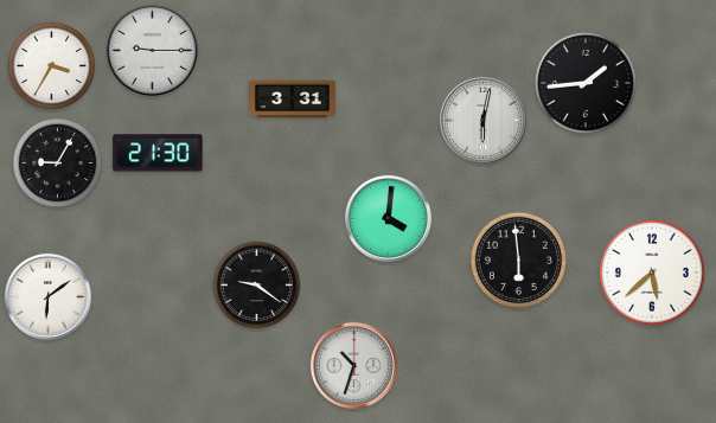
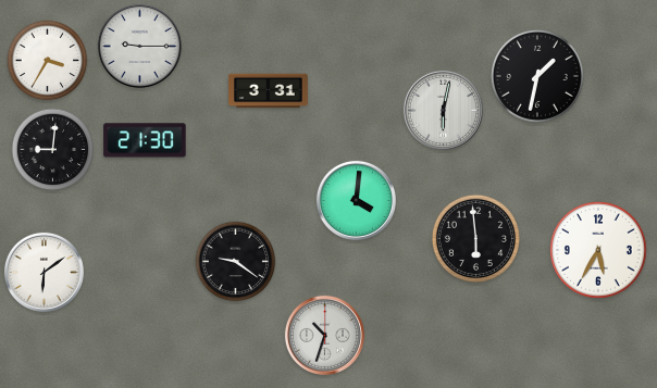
clock at (586, 83): 1:44 -> 1:32
clock at (58, 164): 9:05 -> 9:01
clock at (653, 274): 5:38 -> 5:35
